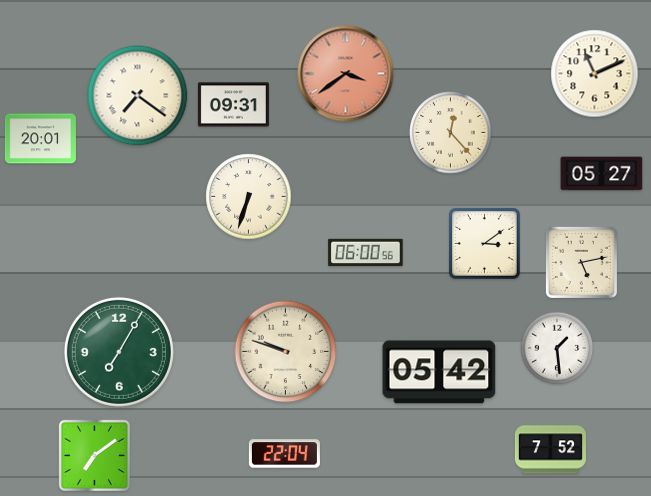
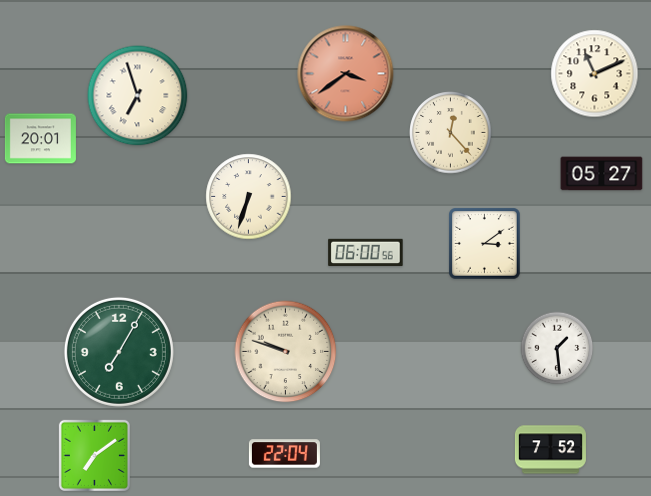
clock at (138, 96): 7:21 -> 6:57
clock at (233, 105): 09:31 -> none
clock at (581, 262): 5:13 -> none
clock at (439, 372): 05:42 -> none
